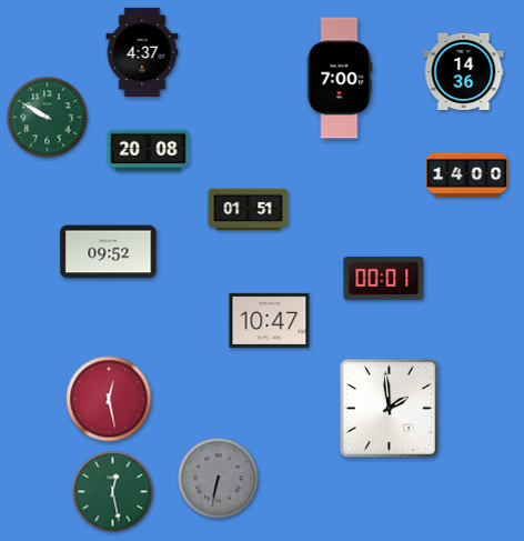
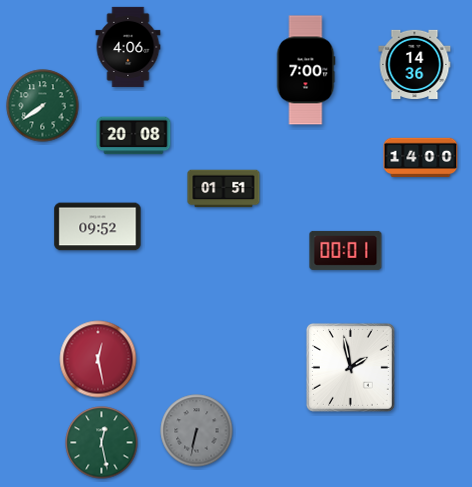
clock at (142, 52): 4:37 -> 4:06
clock at (464, 71) position: (464, 71) -> (415, 64)
clock at (48, 118): 9:50 -> 7:39
clock at (270, 320): 10:47 -> none
clock at (389, 408): 1:59 -> 1:58
